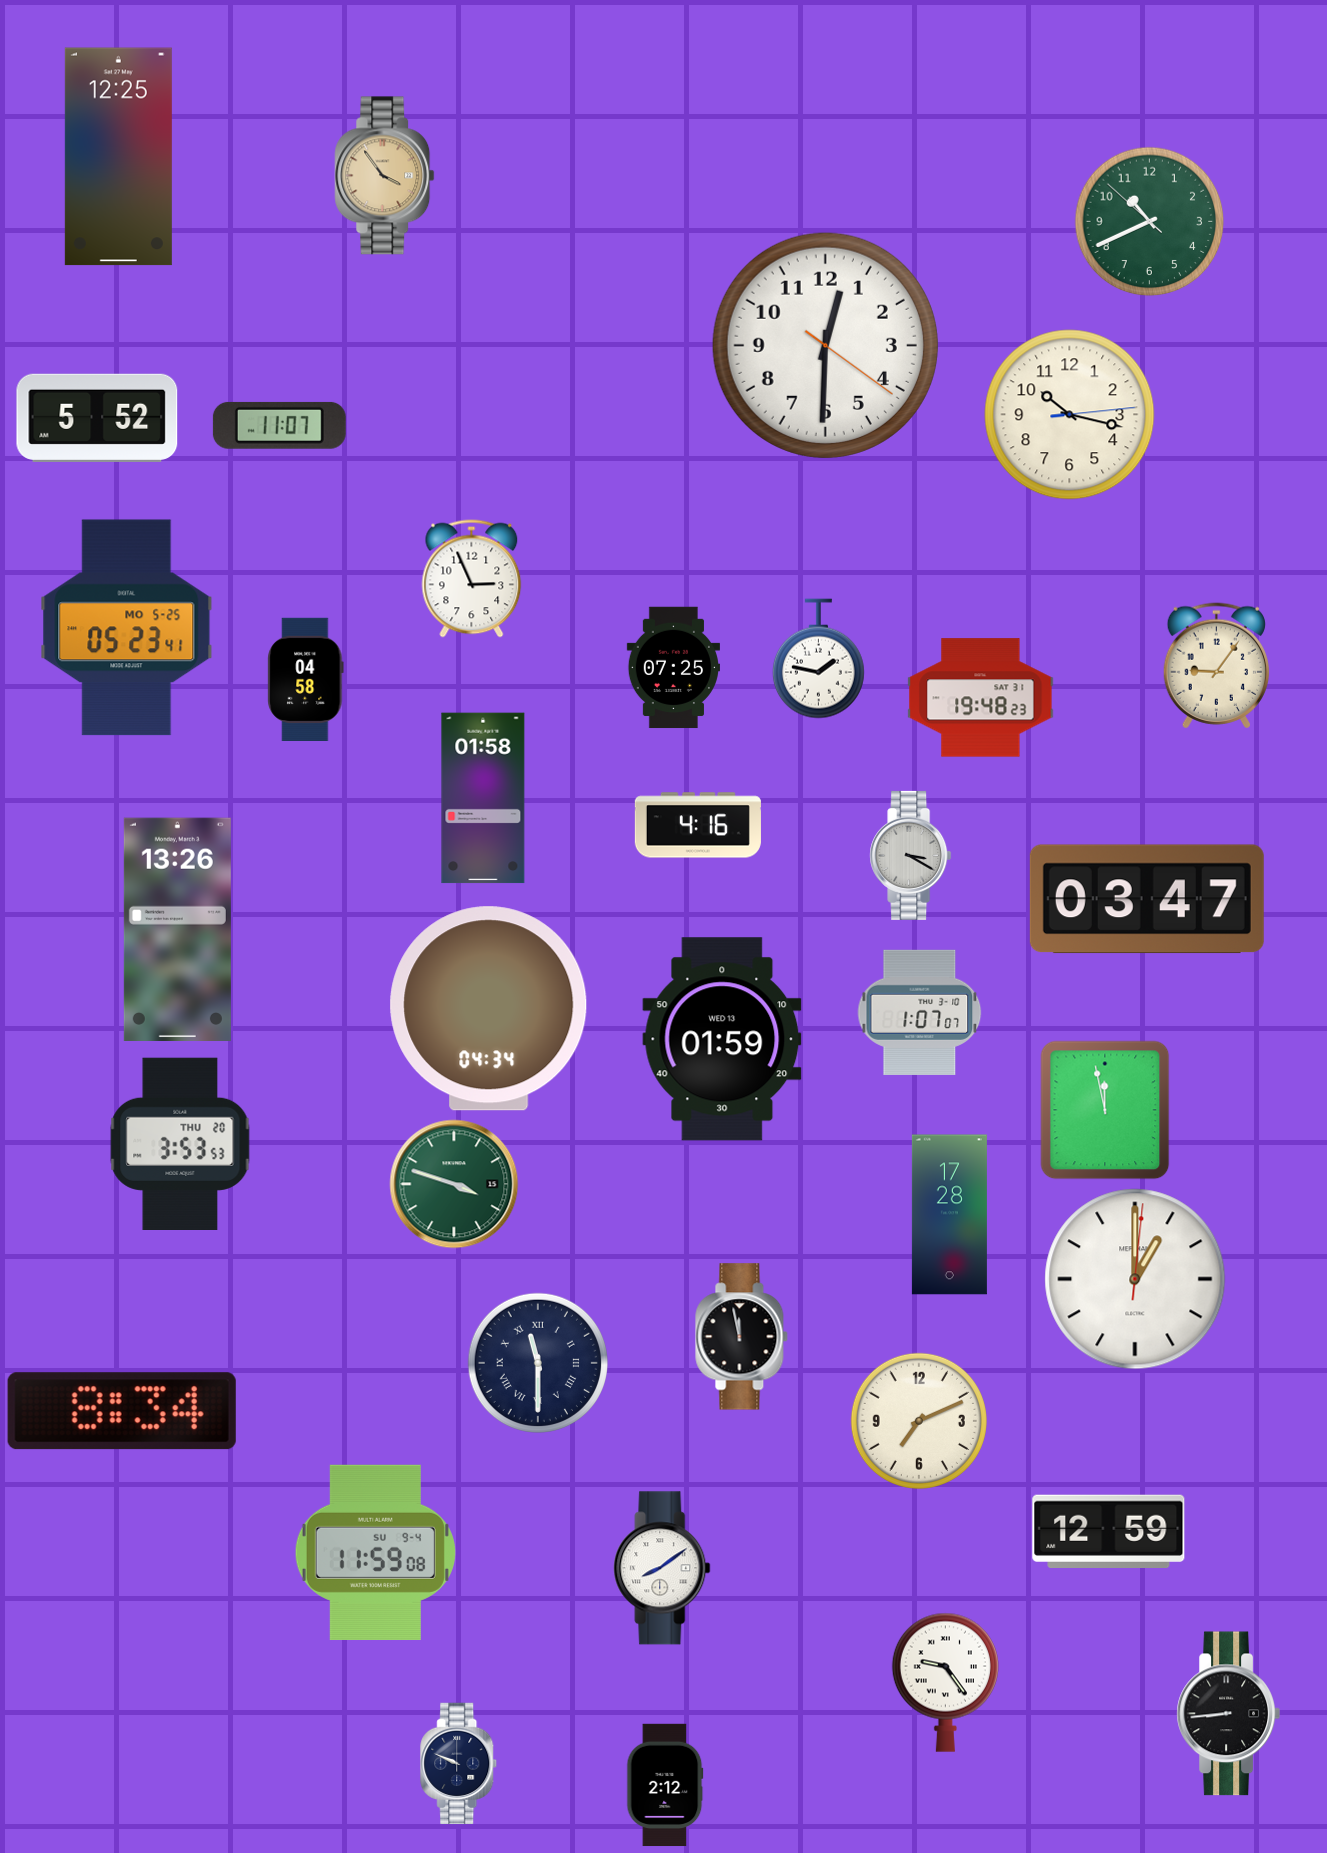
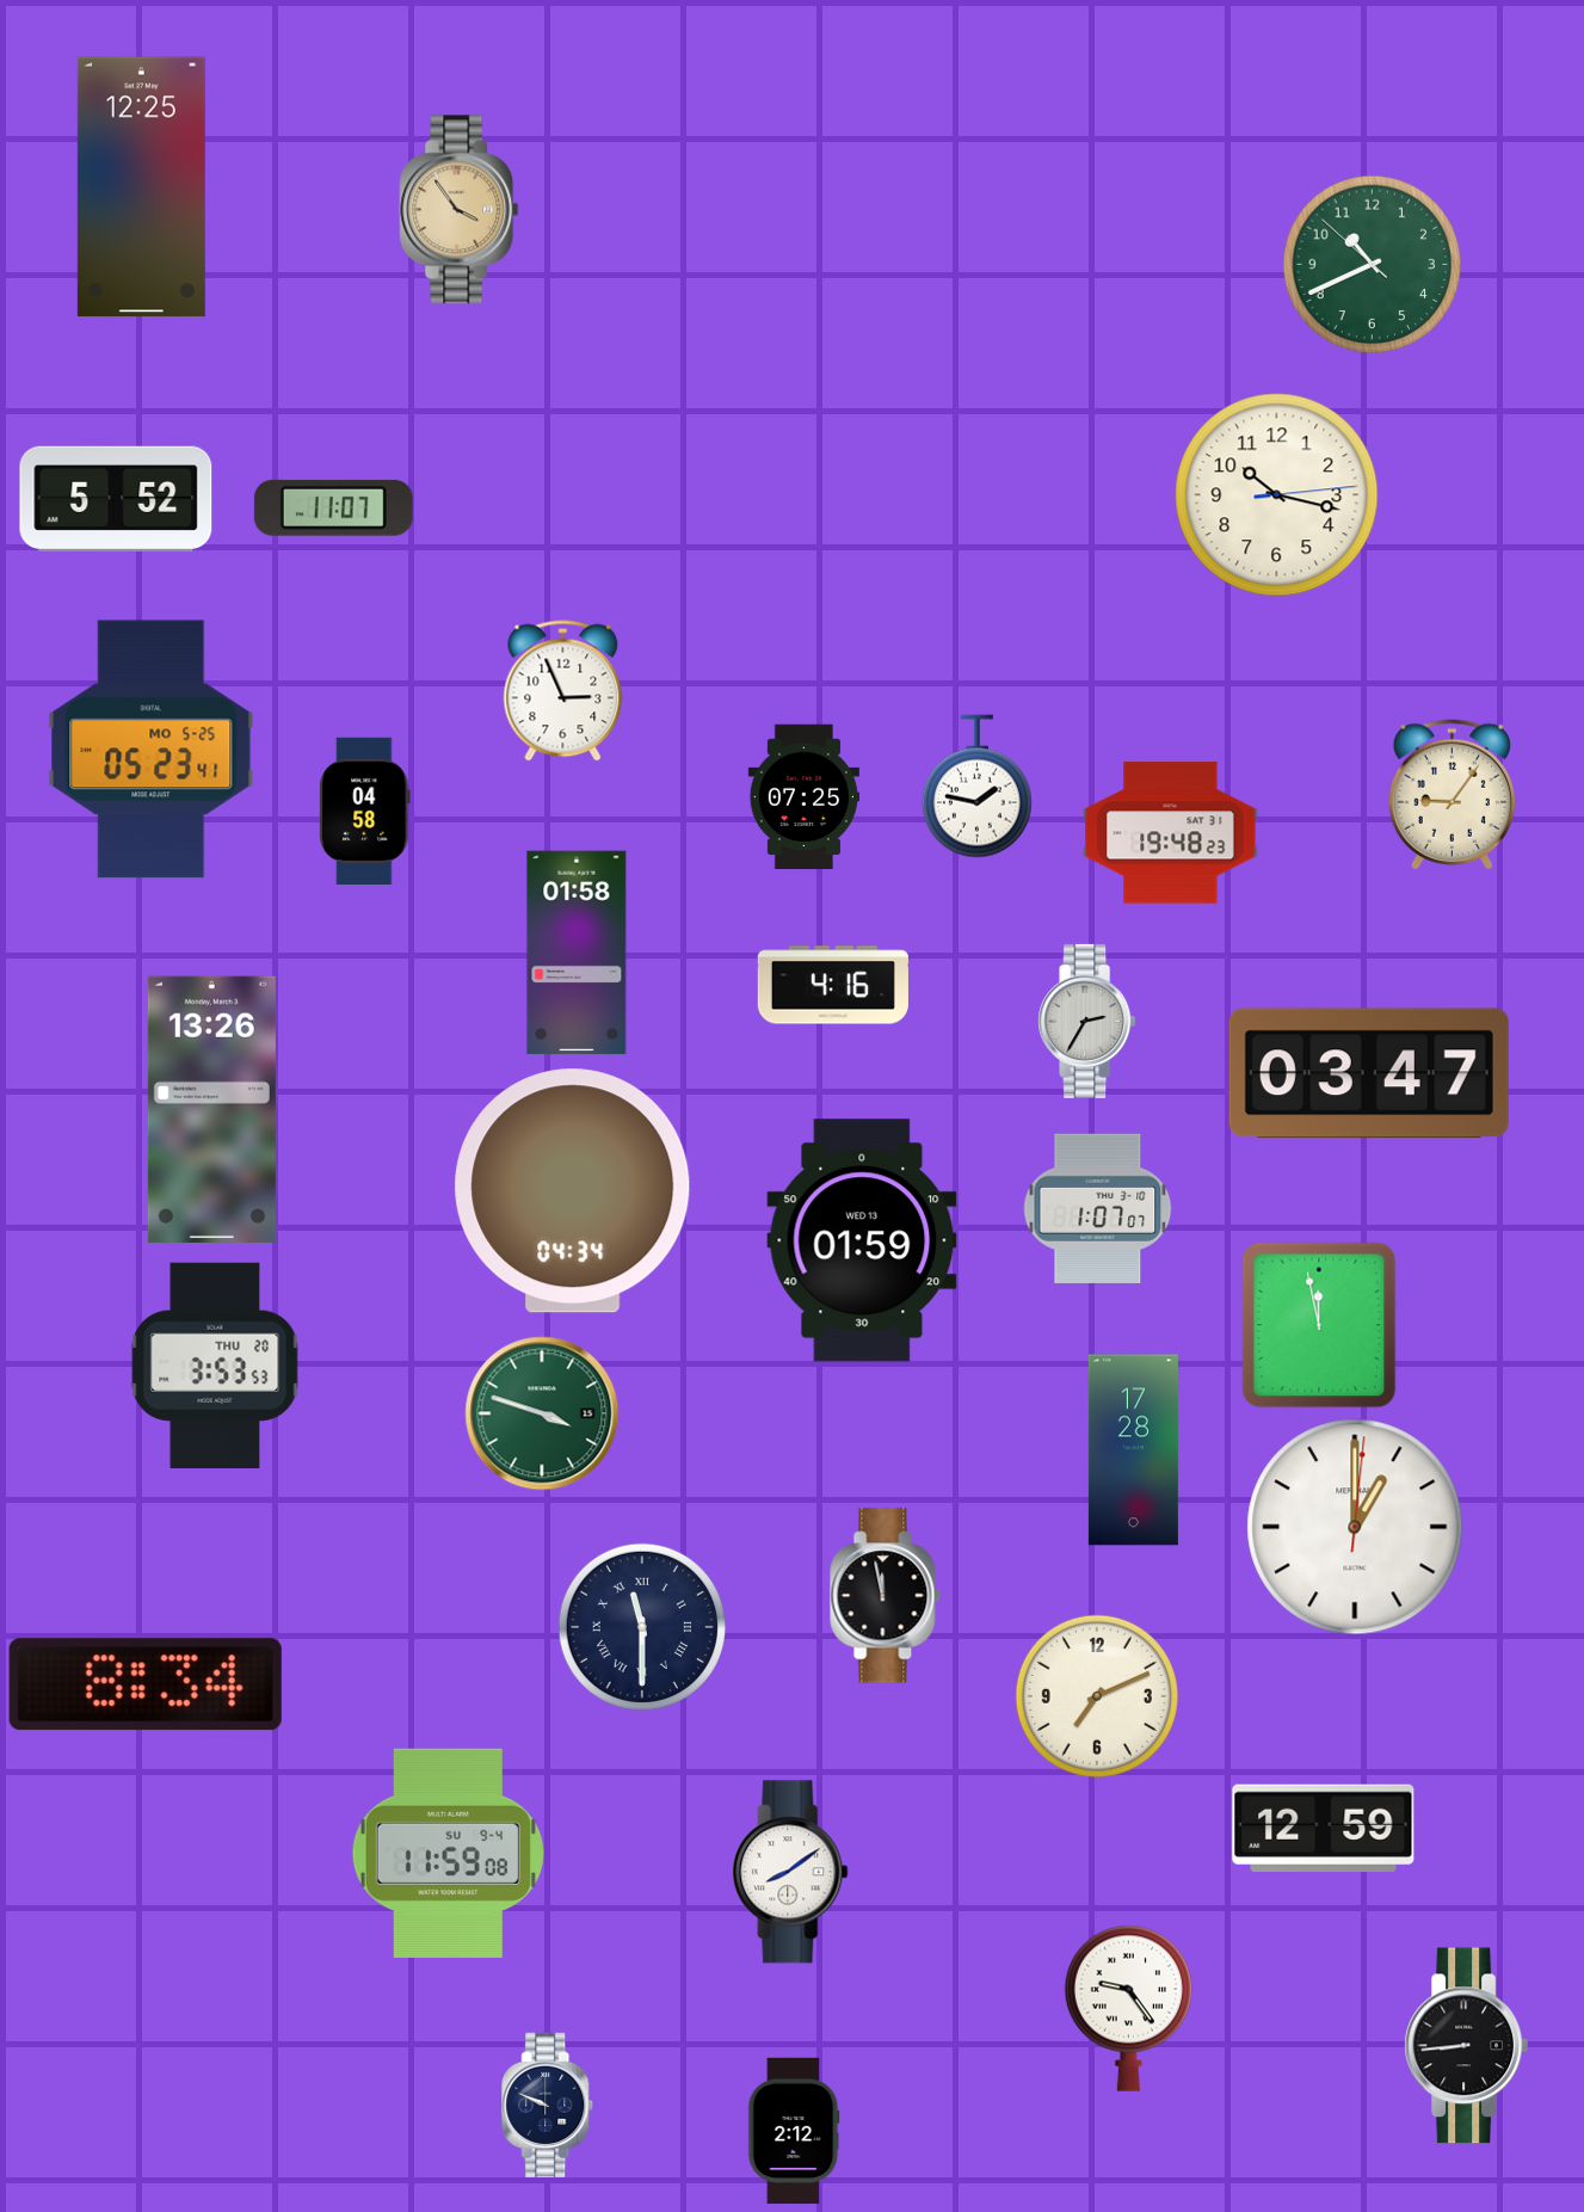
clock at (825, 345): 12:30 -> none
clock at (911, 855): 3:20 -> 2:35
clock at (489, 1009) position: (489, 1009) -> (573, 1191)
